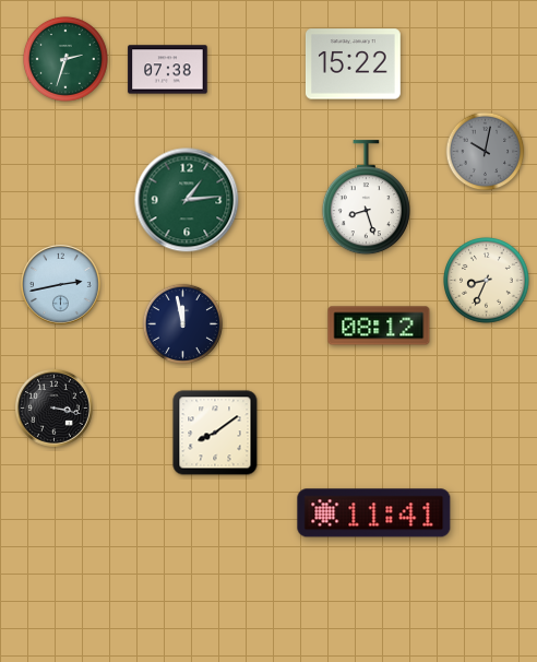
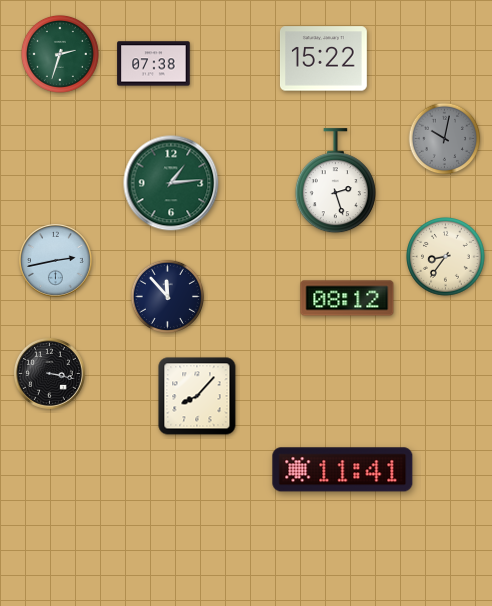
clock at (366, 198): 8:27 -> 2:27
clock at (487, 281): 8:34 -> 8:36
clock at (182, 323): 11:58 -> 11:53
clock at (215, 433): 8:09 -> 8:07
